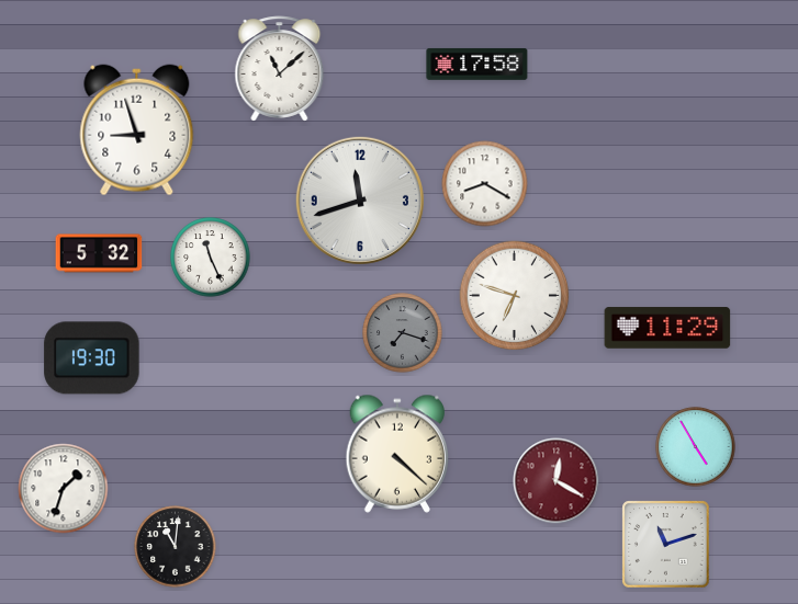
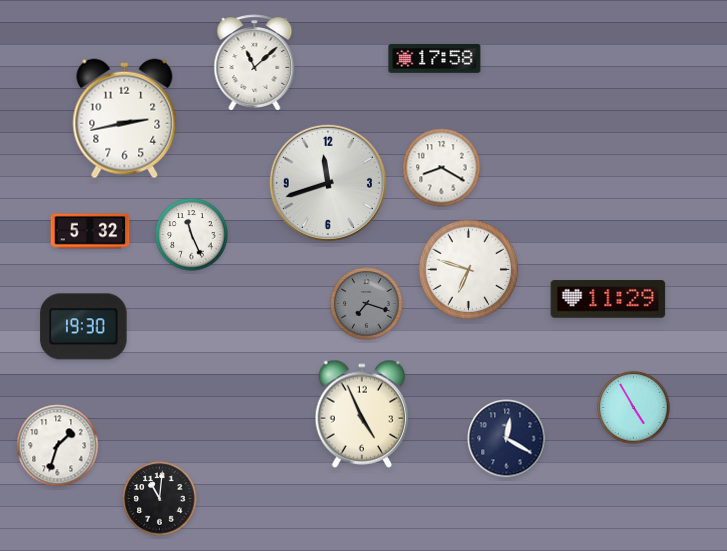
clock at (137, 130): 8:57 -> 2:43
clock at (397, 454): 4:22 -> 4:56
clock at (557, 481) dial: burgundy -> navy
clock at (666, 545): 11:12 -> none
